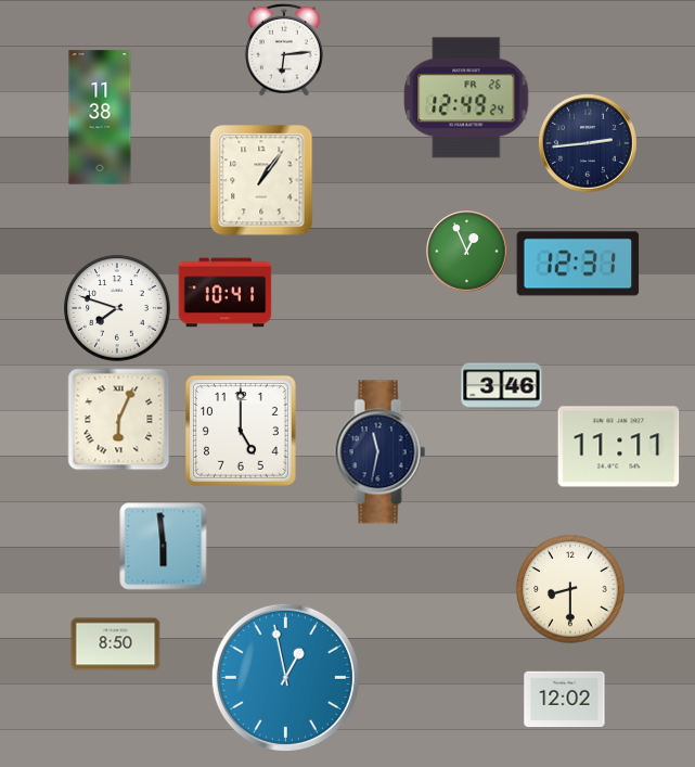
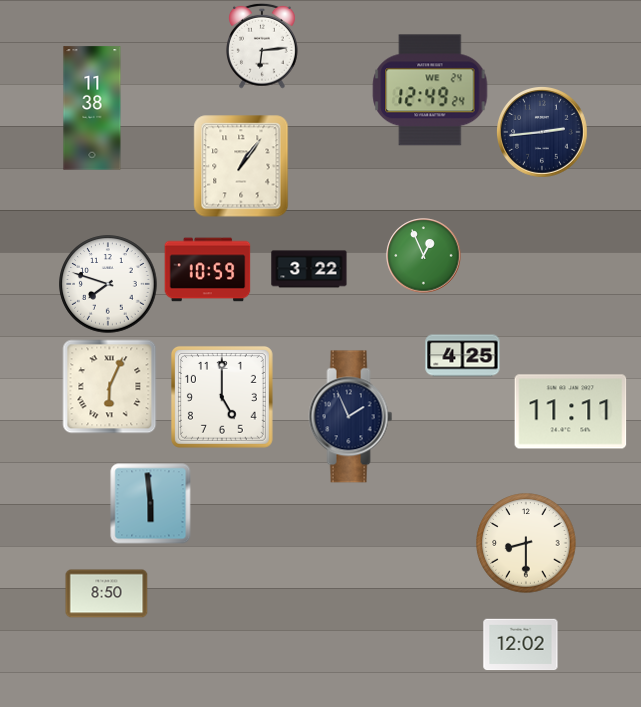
clock at (466, 98) date: FR 26 -> WE 24
clock at (467, 252) position: (467, 252) -> (424, 256)
clock at (578, 264): 12:31 -> none
clock at (309, 269): none -> 3:22
clock at (226, 293): 10:41 -> 10:59
clock at (502, 386): 3:46 -> 4:25
clock at (381, 452): 11:32 -> 1:56
clock at (285, 677): 12:58 -> none
